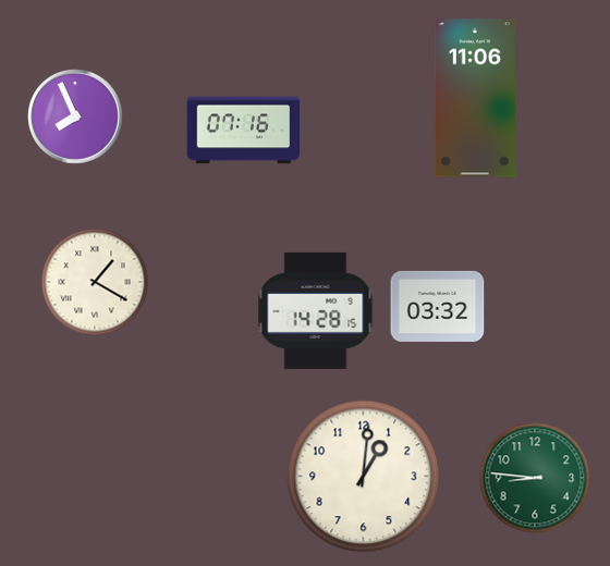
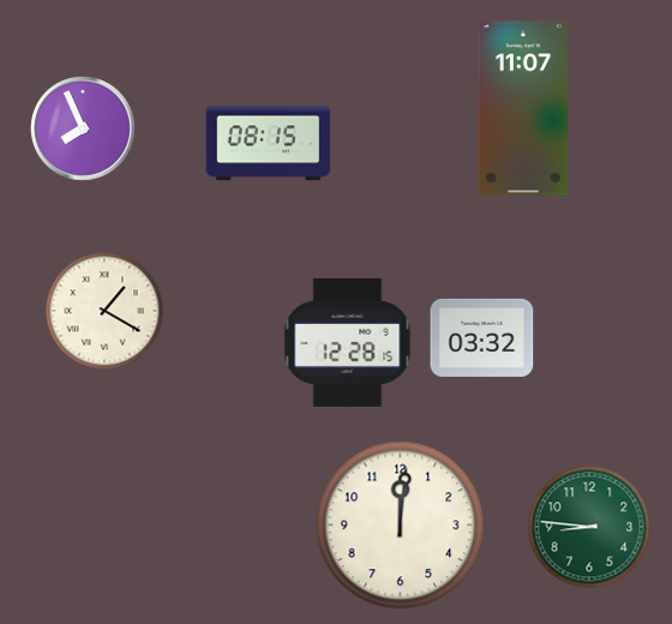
clock at (475, 98): 11:06 -> 11:07
clock at (244, 131): 07:16 -> 08:15
clock at (316, 310): 14:28 -> 12:28
clock at (364, 477): 1:01 -> 12:01
